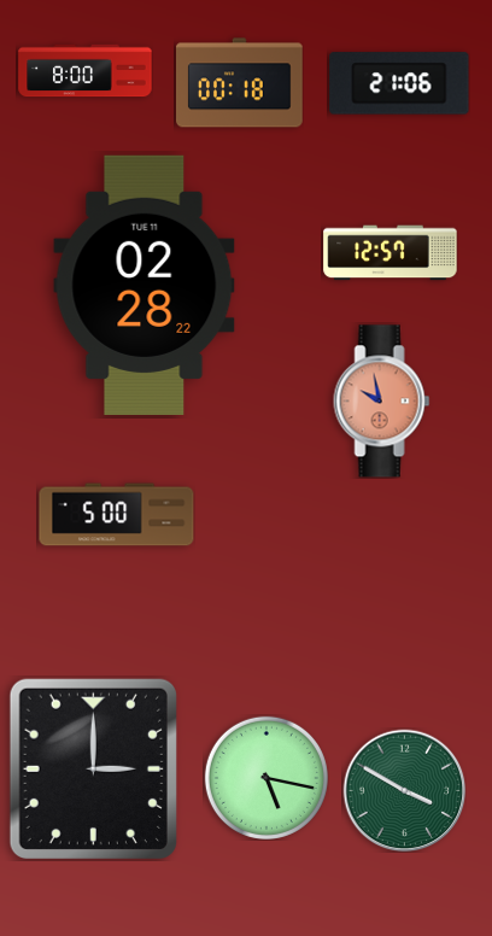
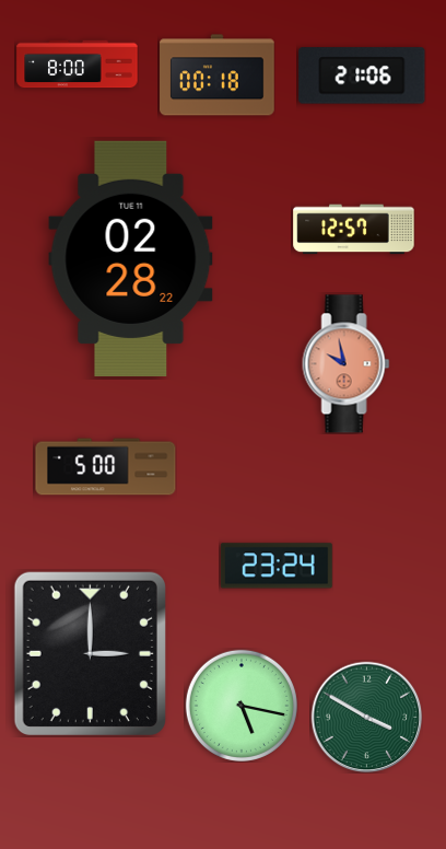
clock at (277, 566): none -> 23:24
clock at (93, 768) position: (93, 768) -> (90, 653)
